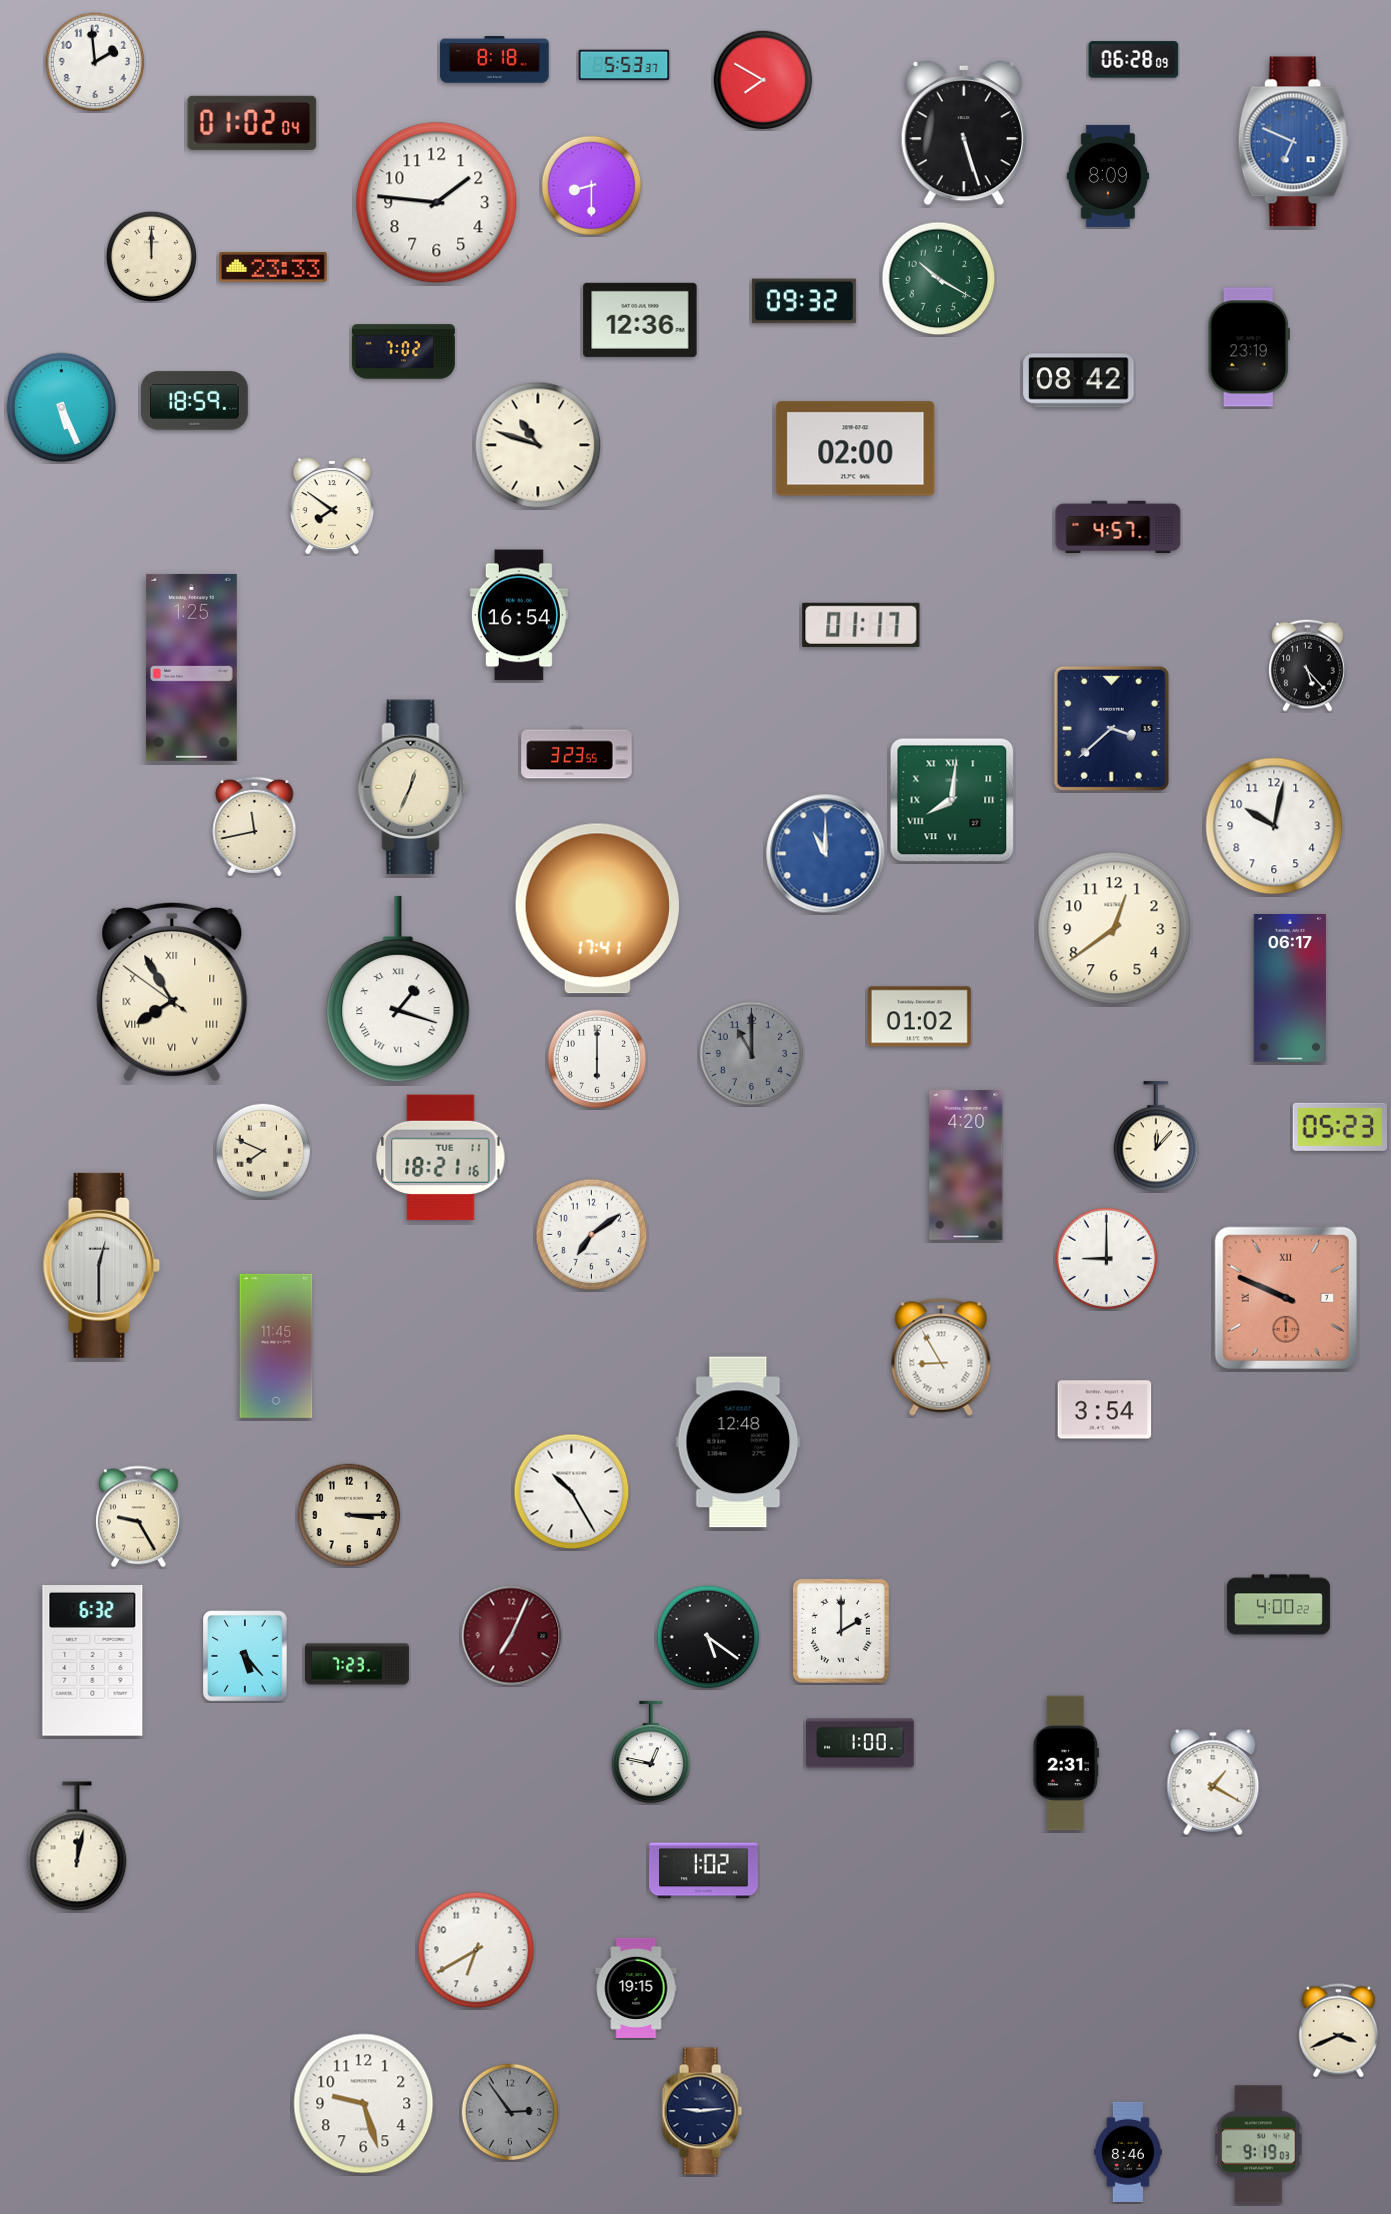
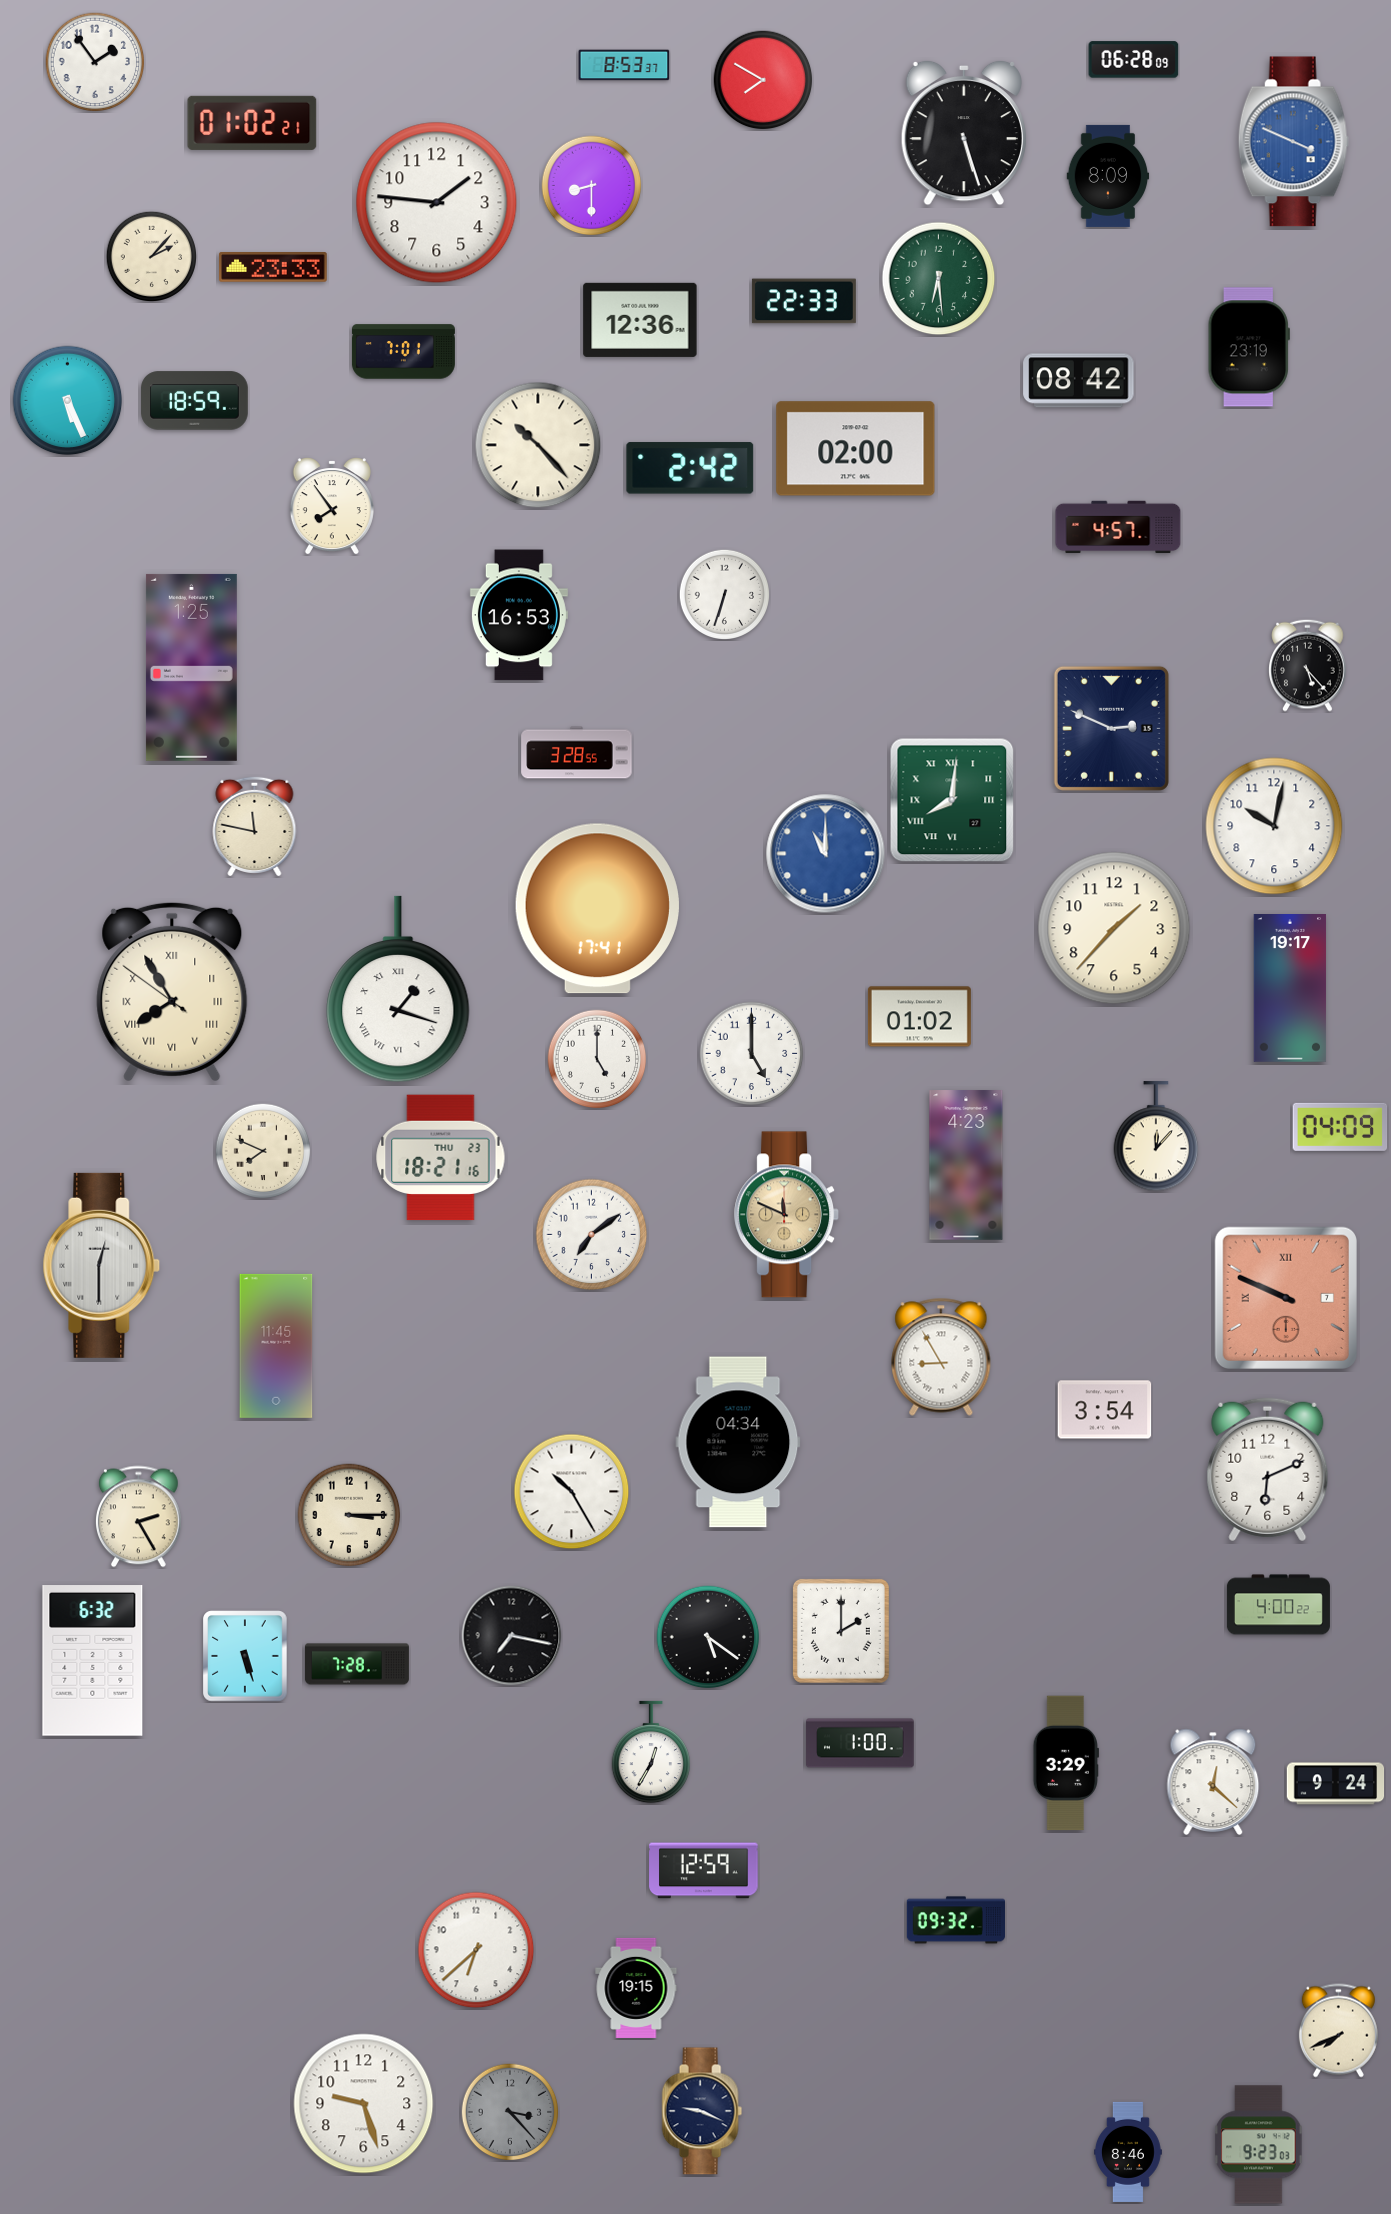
clock at (495, 60): 8:18 -> none
clock at (95, 62): 1:59 -> 1:54
clock at (624, 65): 5:53 -> 8:53
clock at (252, 123): 01:02:04 -> 01:02:21
clock at (1293, 142): 6:49 -> 3:49
clock at (151, 256): 12:00 -> 2:07
clock at (939, 279): 10:20 -> 6:29
clock at (804, 301): 09:32 -> 22:33
clock at (403, 352): 7:02 -> 7:01
clock at (62, 408) position: (62, 408) -> (68, 401)
clock at (538, 445): 10:48 -> 10:23
clock at (690, 468): none -> 2:42
clock at (332, 506): 7:51 -> 7:54
clock at (724, 594): none -> 6:33
clock at (519, 615): 16:54 -> 16:53
clock at (861, 625): 01:17 -> none
clock at (1111, 728): 3:38 -> 2:49
clock at (577, 753): 3:23 -> 3:28
clock at (413, 787): 12:34 -> none
clock at (255, 826): 11:43 -> 11:47
clock at (1114, 928): 12:39 -> 1:37
clock at (1290, 989): 06:17 -> 19:17
clock at (752, 1054): 11:00 -> 5:00
clock at (752, 1054) dial: grey -> white
clock at (597, 1059): 6:00 -> 5:00
clock at (1340, 1127): 05:23 -> 04:09
clock at (441, 1158) date: TUE 11 -> THU 23
clock at (966, 1165): 4:20 -> 4:23
clock at (787, 1215): none -> 11:49
clock at (1107, 1259): 9:00 -> none
clock at (738, 1442): 12:48 -> 04:34
clock at (1268, 1470): none -> 6:11
clock at (138, 1517): 9:25 -> 2:25
clock at (512, 1636): 7:04 -> 7:17
clock at (512, 1636) dial: burgundy -> black
clock at (245, 1656): 5:23 -> 5:27
clock at (357, 1664): 7:23 -> 7:28
clock at (651, 1752): 12:47 -> 12:35
clock at (1066, 1763): 2:31 -> 3:29
clock at (1213, 1781): 1:20 -> 12:22
clock at (1336, 1784): none -> 9:24
clock at (77, 1846): 12:02 -> none
clock at (704, 1871): 1:02 -> 12:59
clock at (955, 1920): none -> 09:32
clock at (476, 1950): 6:40 -> 6:38
clock at (1338, 2031): 3:41 -> 7:41
clock at (702, 2111): 9:14 -> 9:19
clock at (510, 2112): 2:54 -> 3:23
clock at (1259, 2145): 9:19 -> 9:23
